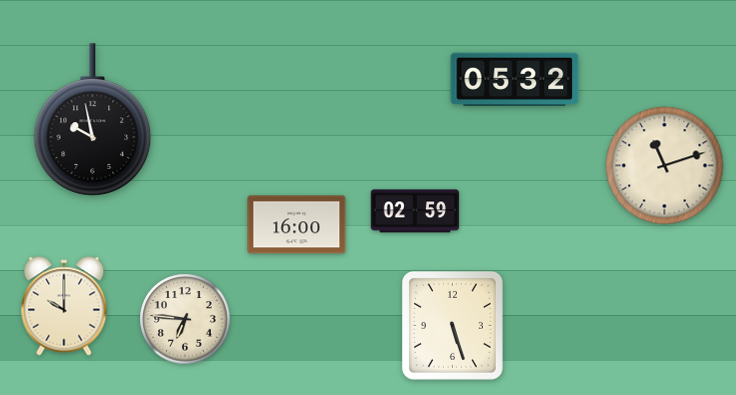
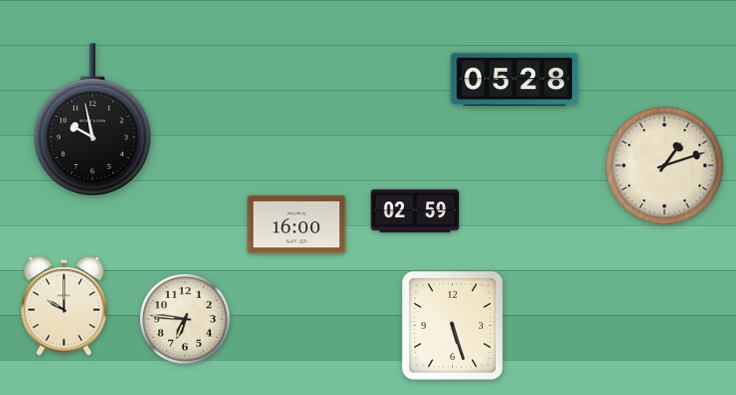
clock at (515, 80): 05:32 -> 05:28
clock at (665, 166): 11:12 -> 1:12
